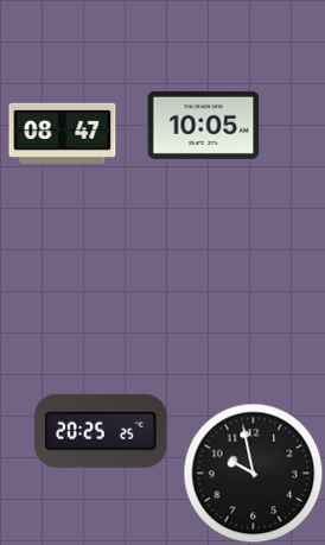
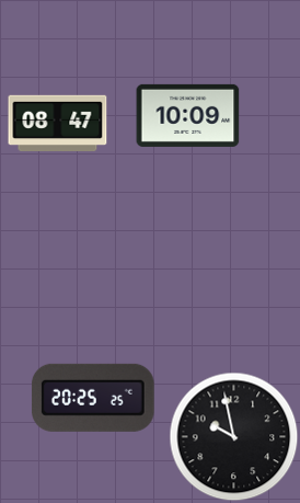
clock at (204, 125): 10:05 -> 10:09
